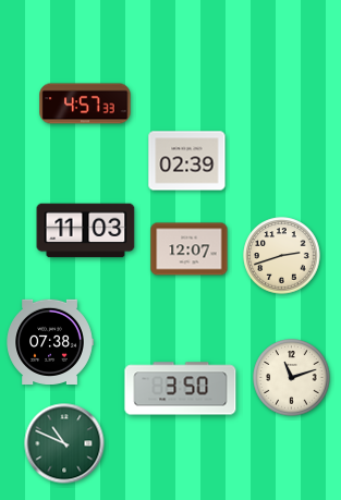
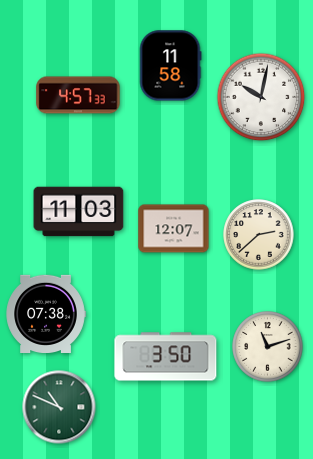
clock at (170, 66): none -> 11:58
clock at (261, 97): none -> 10:02
clock at (187, 161): 02:39 -> none
clock at (282, 256): 2:42 -> 2:38
